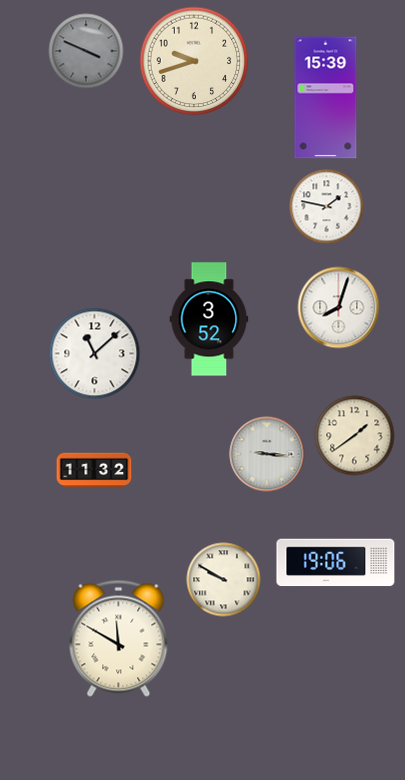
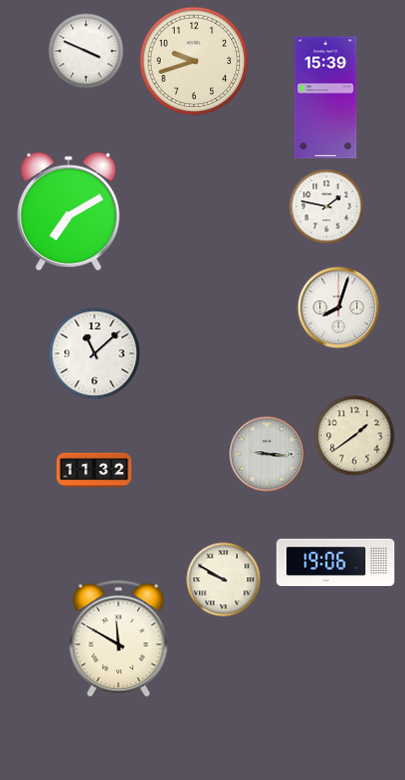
clock at (86, 51) dial: grey -> white
clock at (69, 211): none -> 7:10
clock at (209, 319): 3:52 -> none
